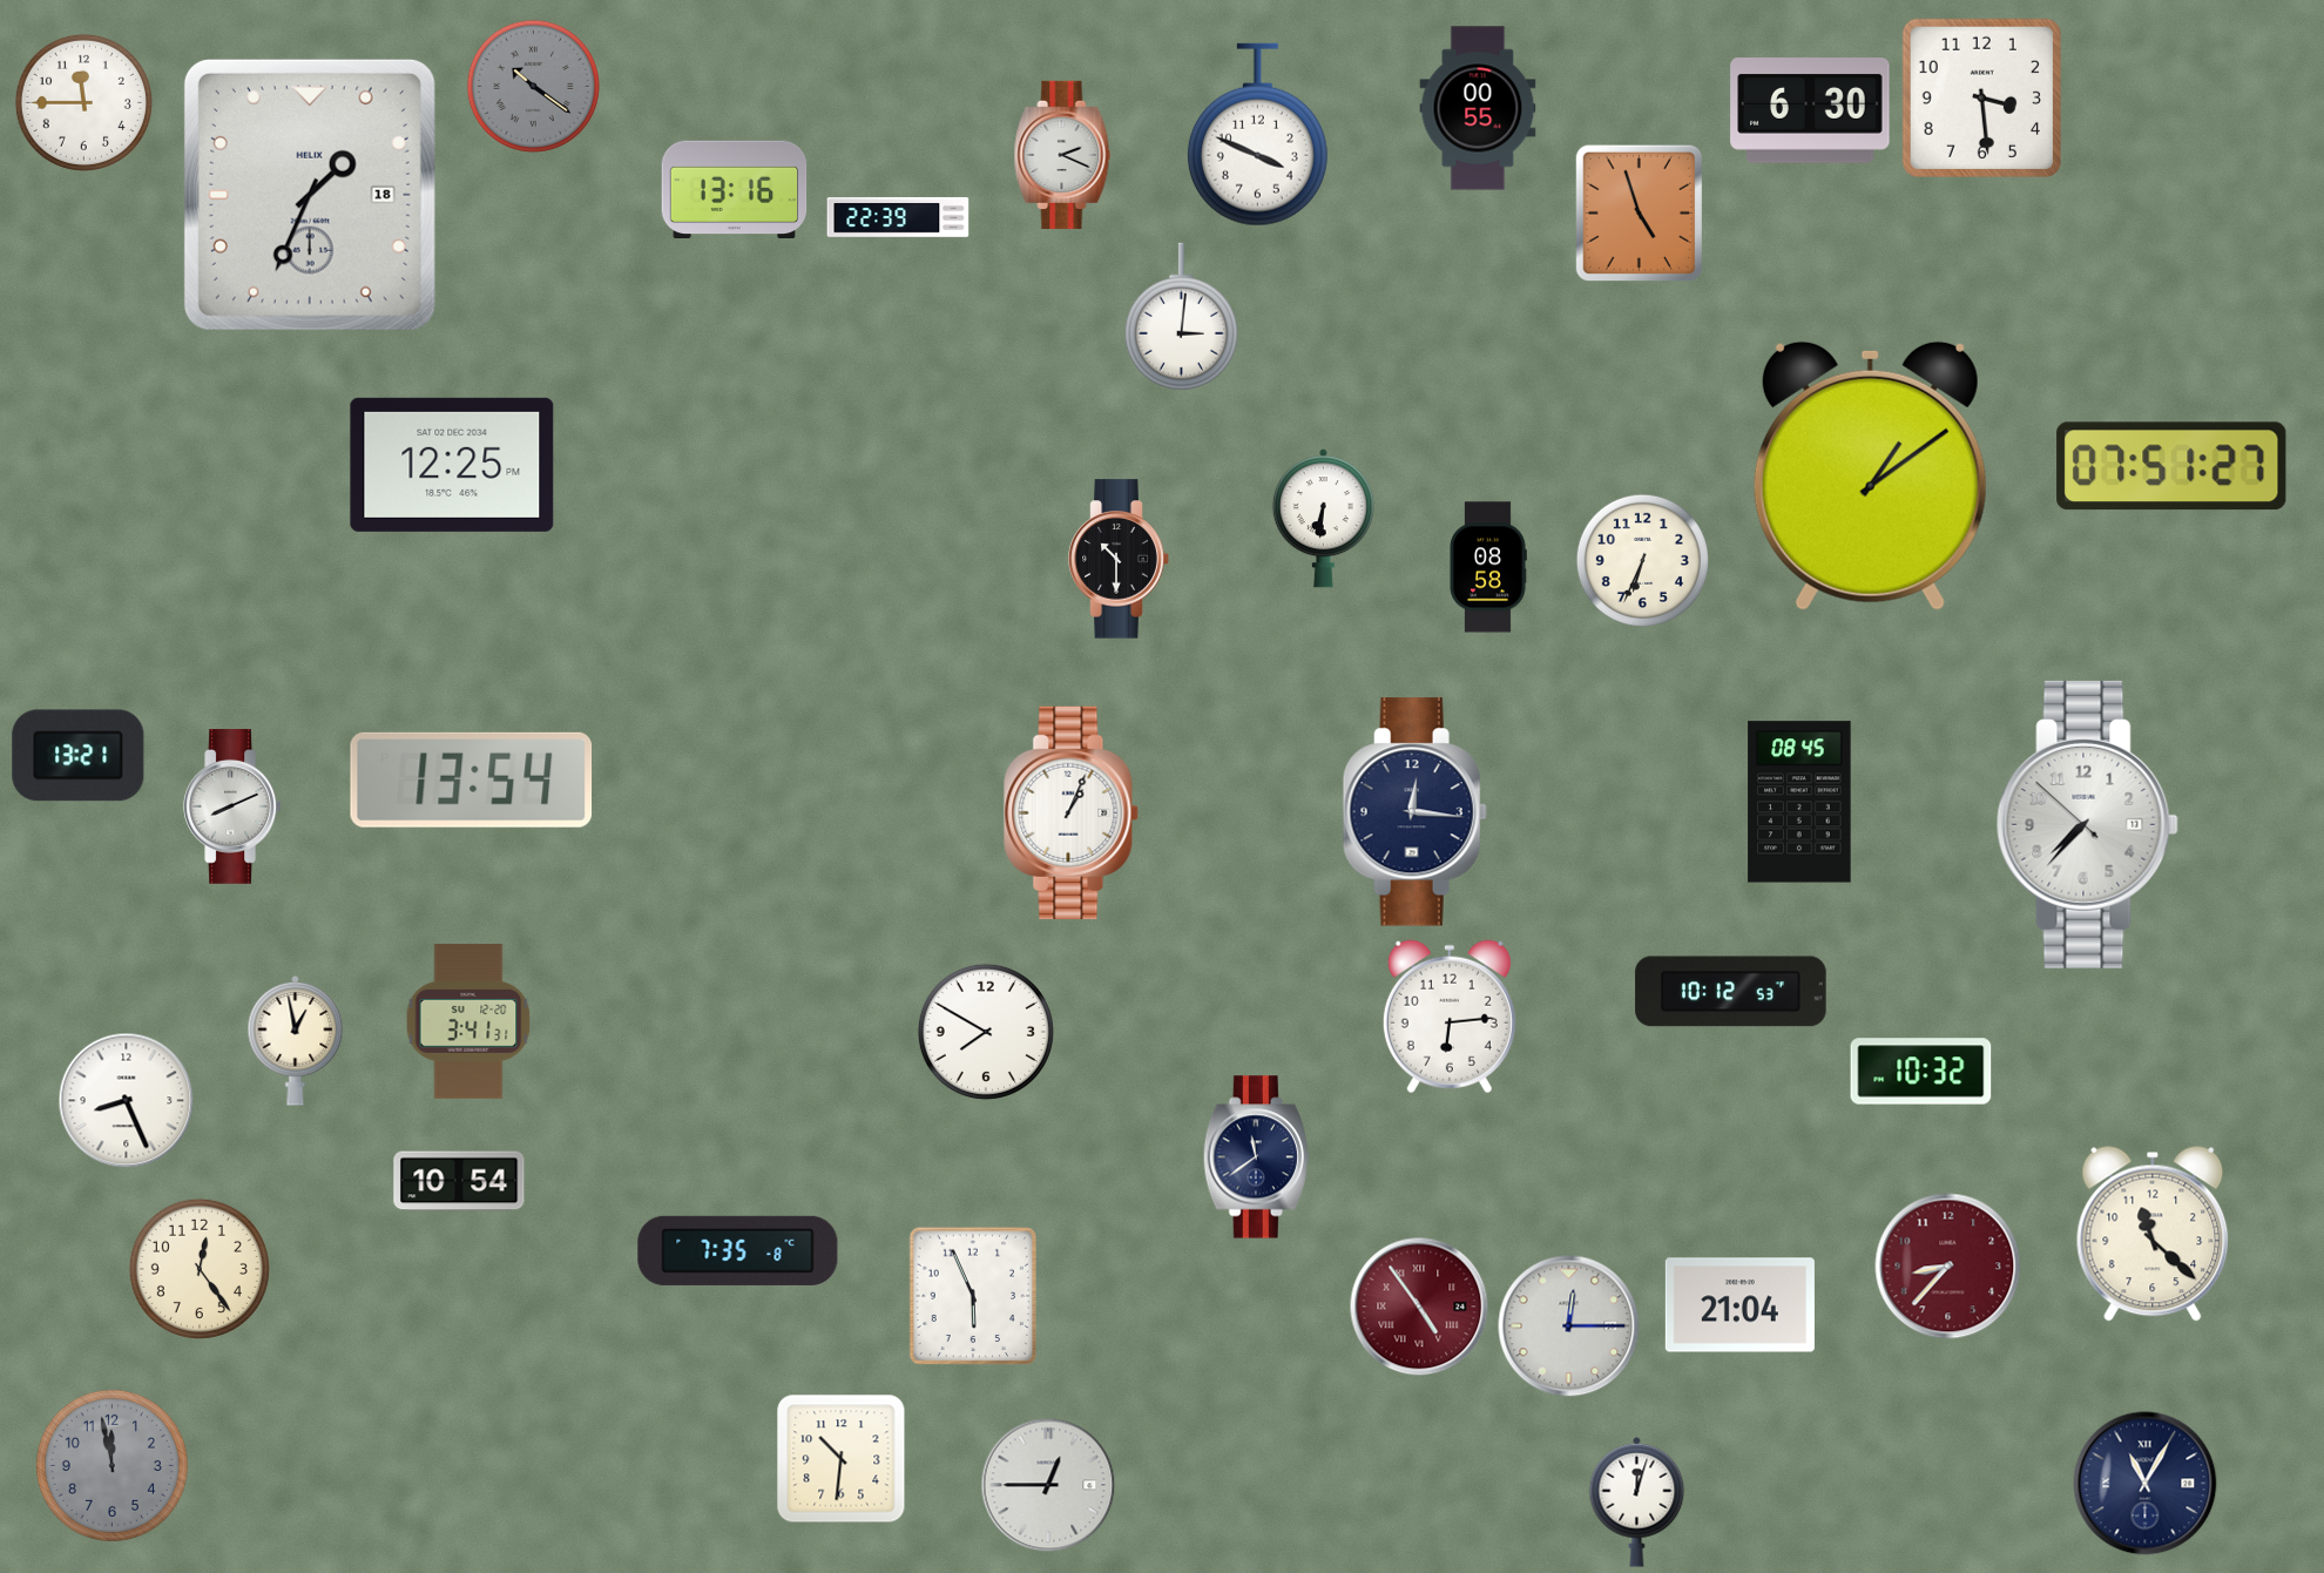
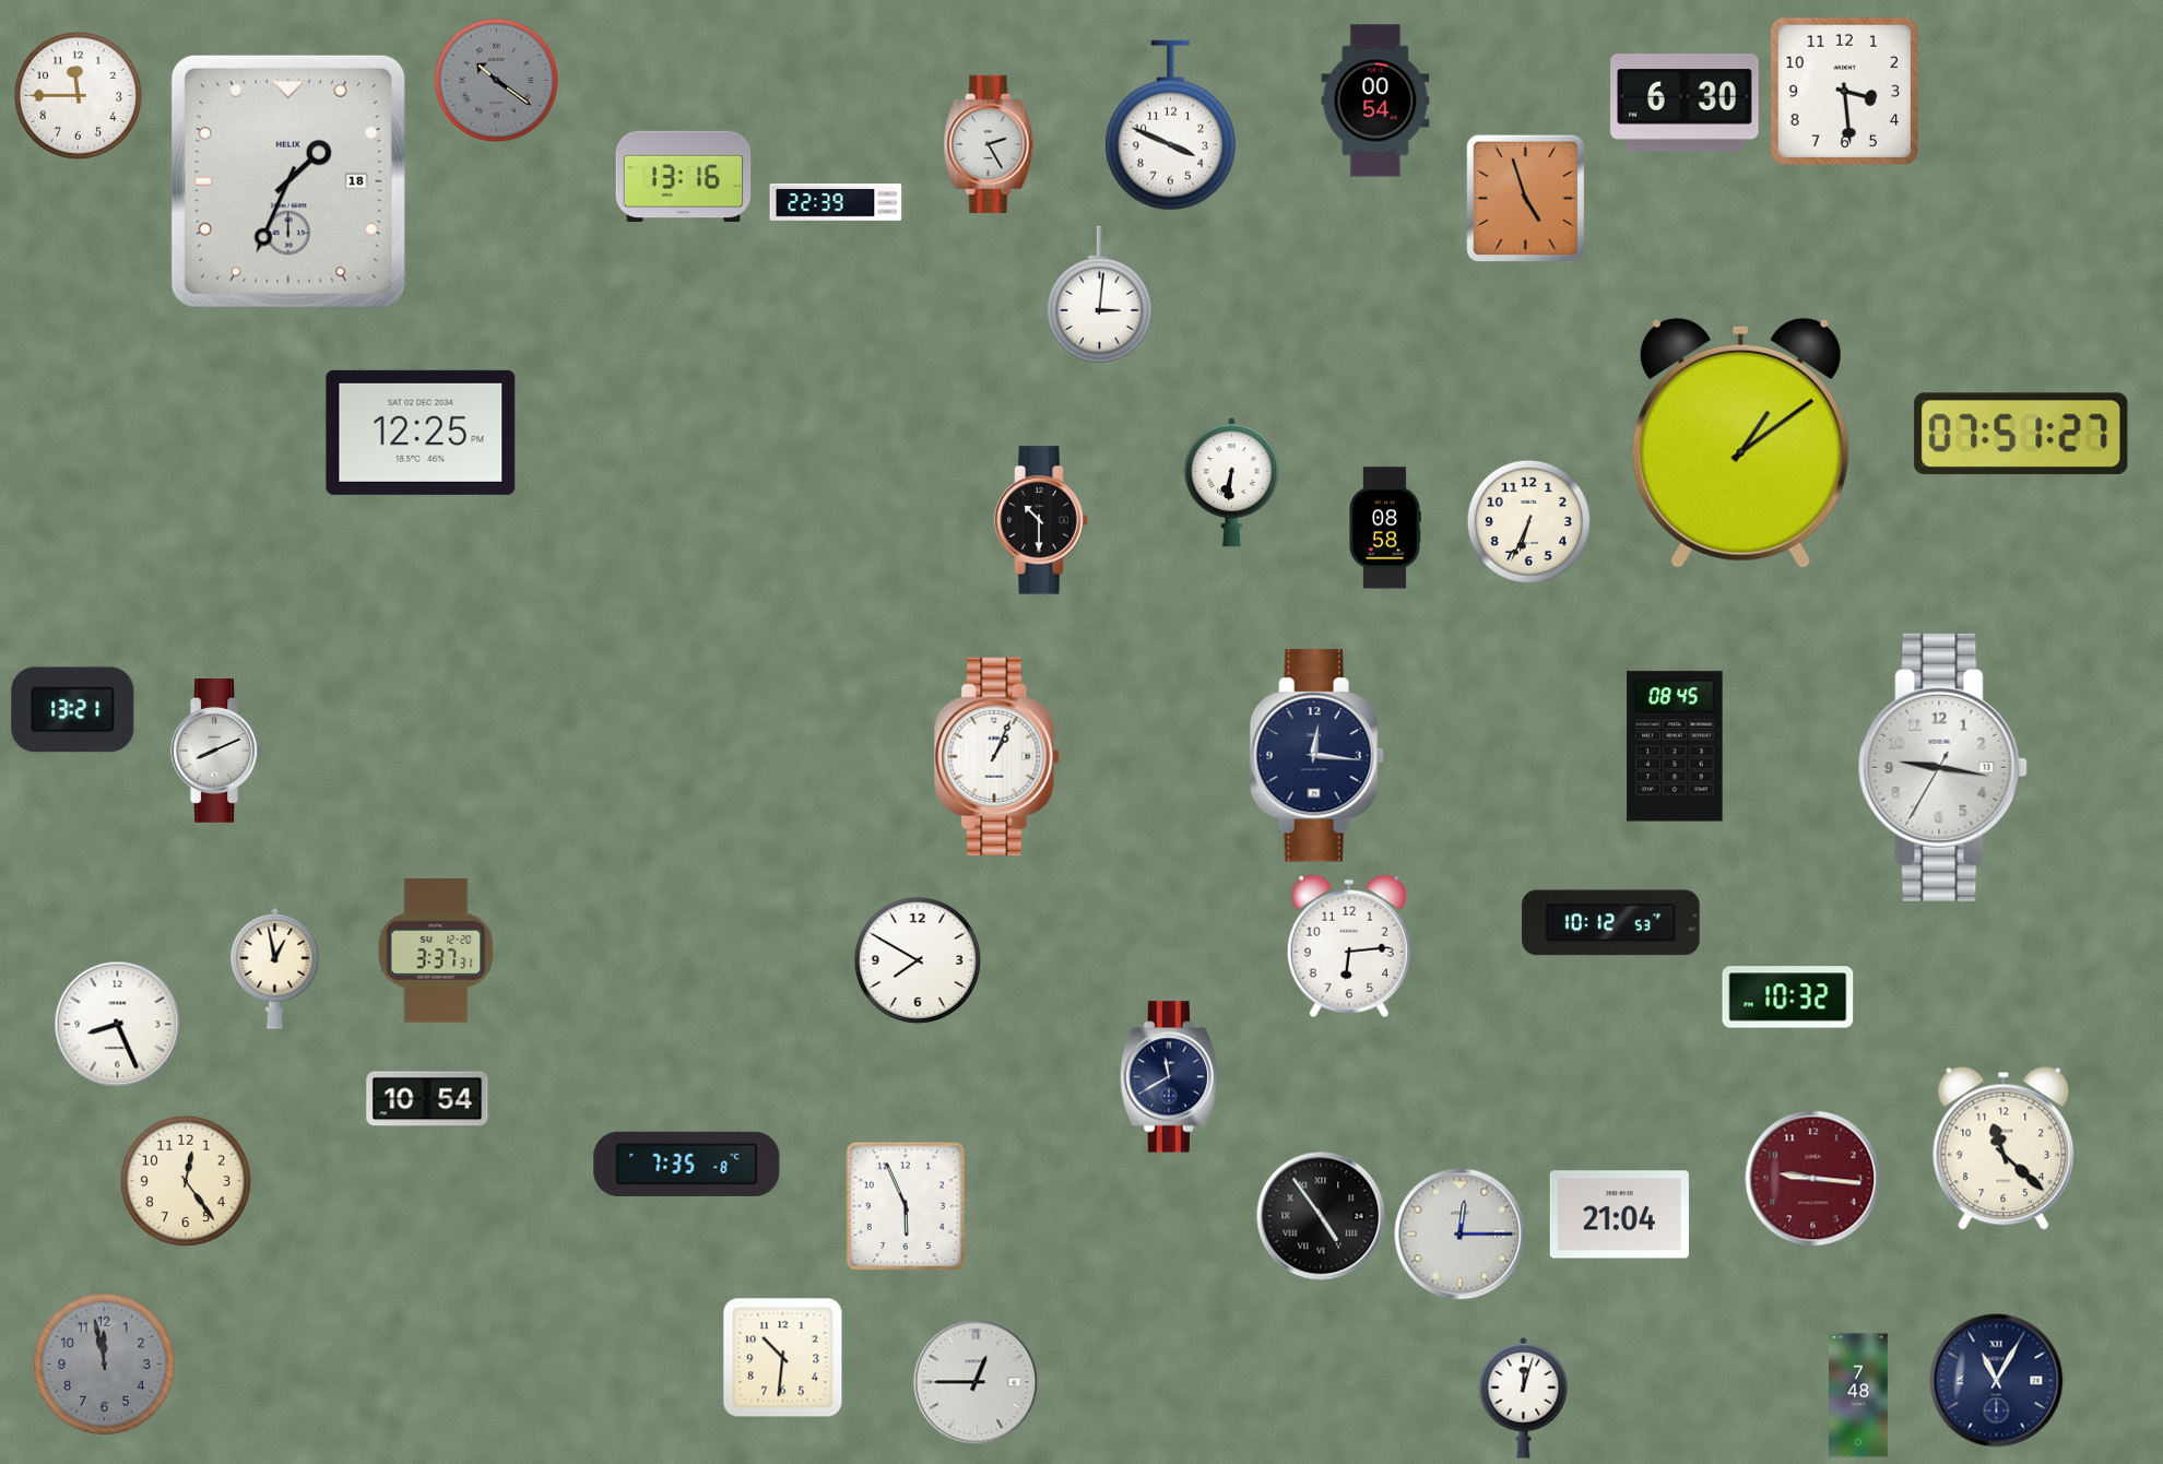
clock at (1478, 108): 00:55 -> 00:54
clock at (1062, 155): 2:19 -> 2:25
clock at (79, 756) position: (79, 756) -> (73, 710)
clock at (472, 779): 13:54 -> none
clock at (2087, 824): 7:36 -> 9:16
clock at (468, 1021): 3:41 -> 3:37
clock at (1256, 1157): 11:39 -> 11:40
clock at (1948, 1267): 8:37 -> 9:16
clock at (1419, 1307) dial: burgundy -> black
clock at (1859, 1395): none -> 7:48
